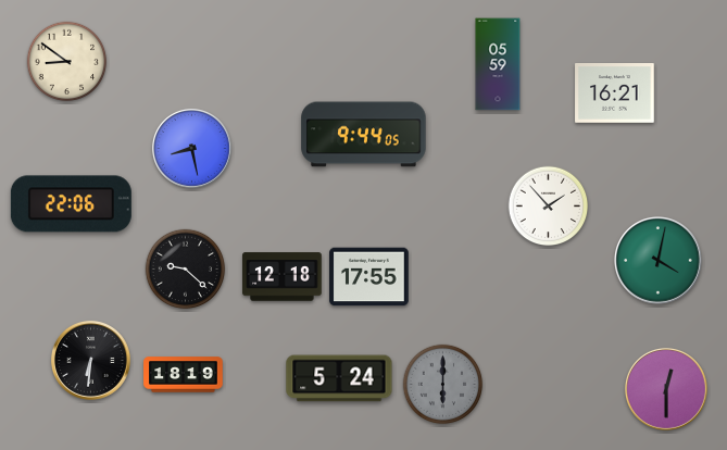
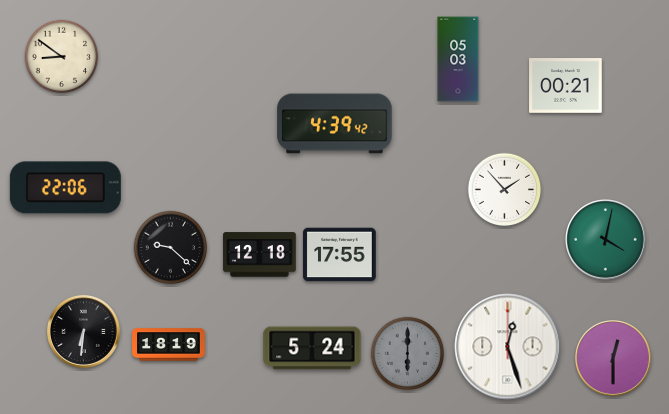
clock at (498, 64): 05:59 -> 05:03
clock at (615, 93): 16:21 -> 00:21
clock at (364, 135): 9:44 -> 4:39
clock at (191, 148): 8:28 -> none
clock at (508, 347): none -> 12:27
